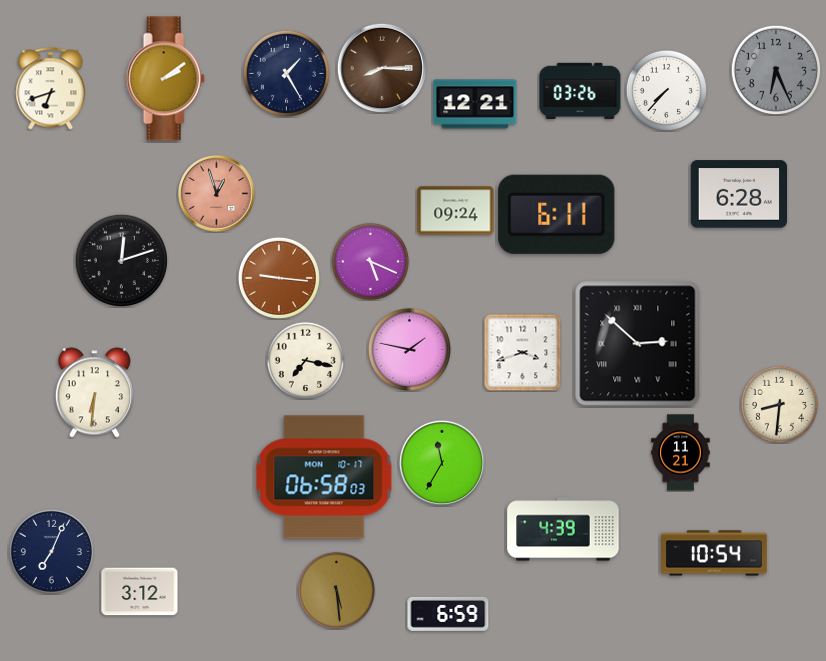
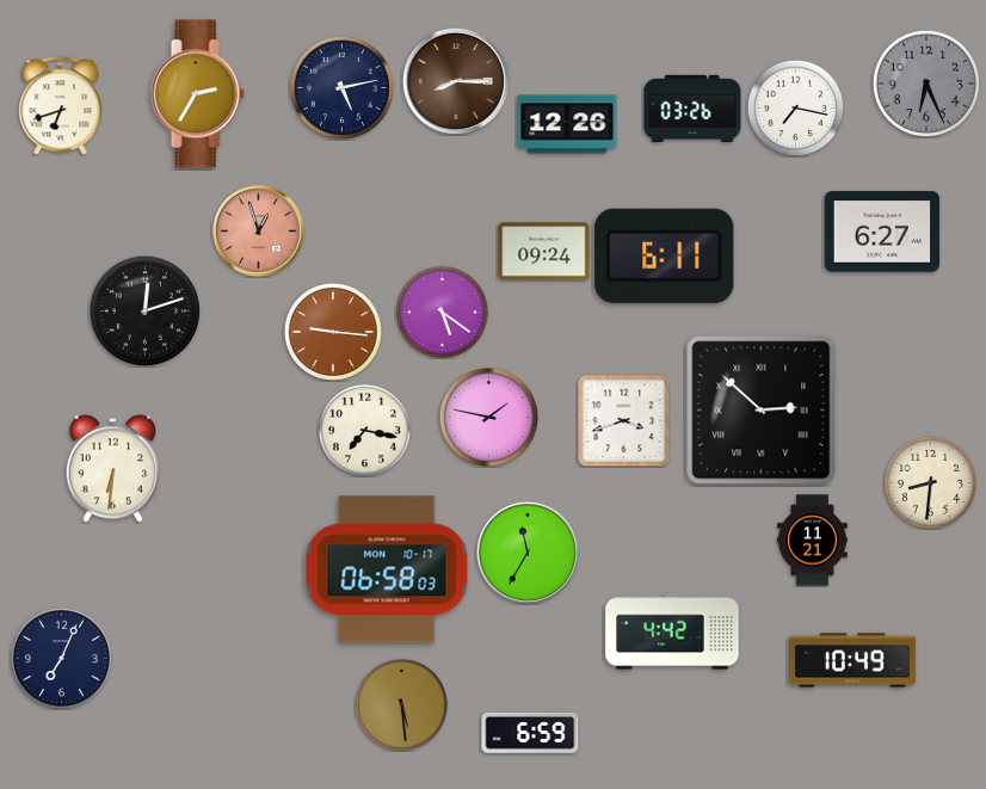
clock at (286, 73): 1:25 -> 5:13
clock at (165, 79): 2:09 -> 2:35
clock at (666, 90): 7:37 -> 7:17
clock at (475, 104): 12:21 -> 12:26
clock at (739, 194): 6:28 -> 6:27
clock at (370, 261): 5:19 -> 5:21
clock at (563, 529): 4:39 -> 4:42
clock at (715, 553): 10:54 -> 10:49
clock at (140, 592): 3:12 -> none
clock at (448, 614) position: (448, 614) -> (530, 733)
